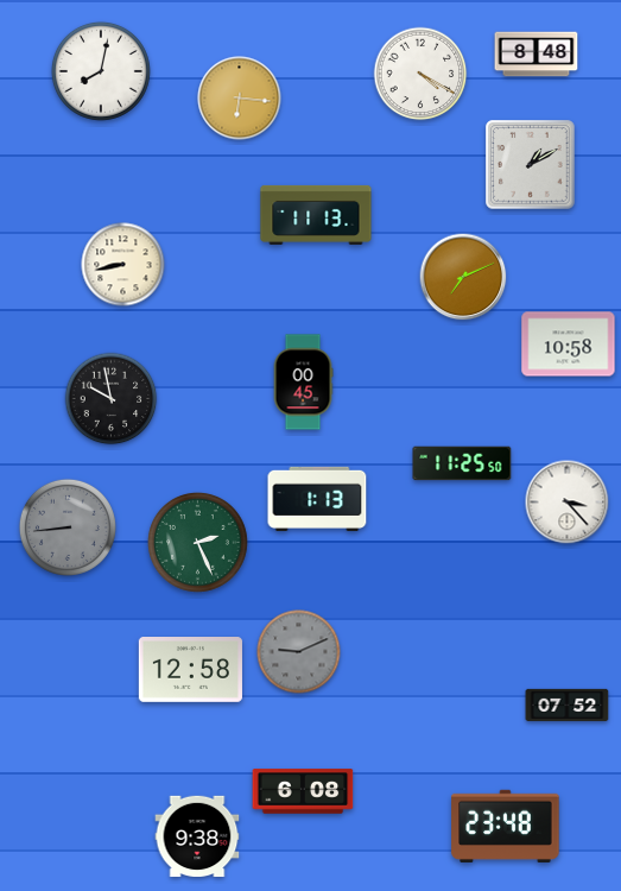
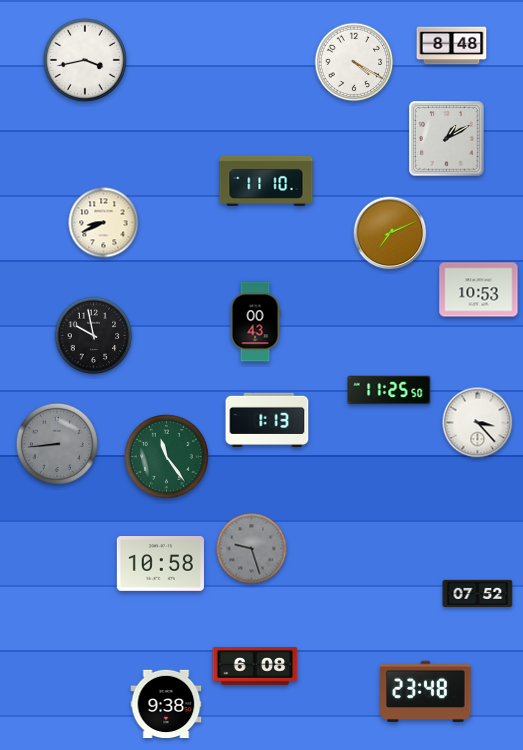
clock at (101, 71): 8:02 -> 3:43
clock at (240, 99): 6:16 -> none
clock at (316, 215): 11:13 -> 11:10
clock at (123, 265): 8:43 -> 8:41
clock at (569, 345): 10:58 -> 10:53
clock at (303, 383): 00:45 -> 00:43
clock at (198, 543): 2:26 -> 11:24
clock at (299, 652): 9:11 -> 9:27
clock at (190, 670): 12:58 -> 10:58
clock at (506, 826) position: (506, 826) -> (426, 691)
